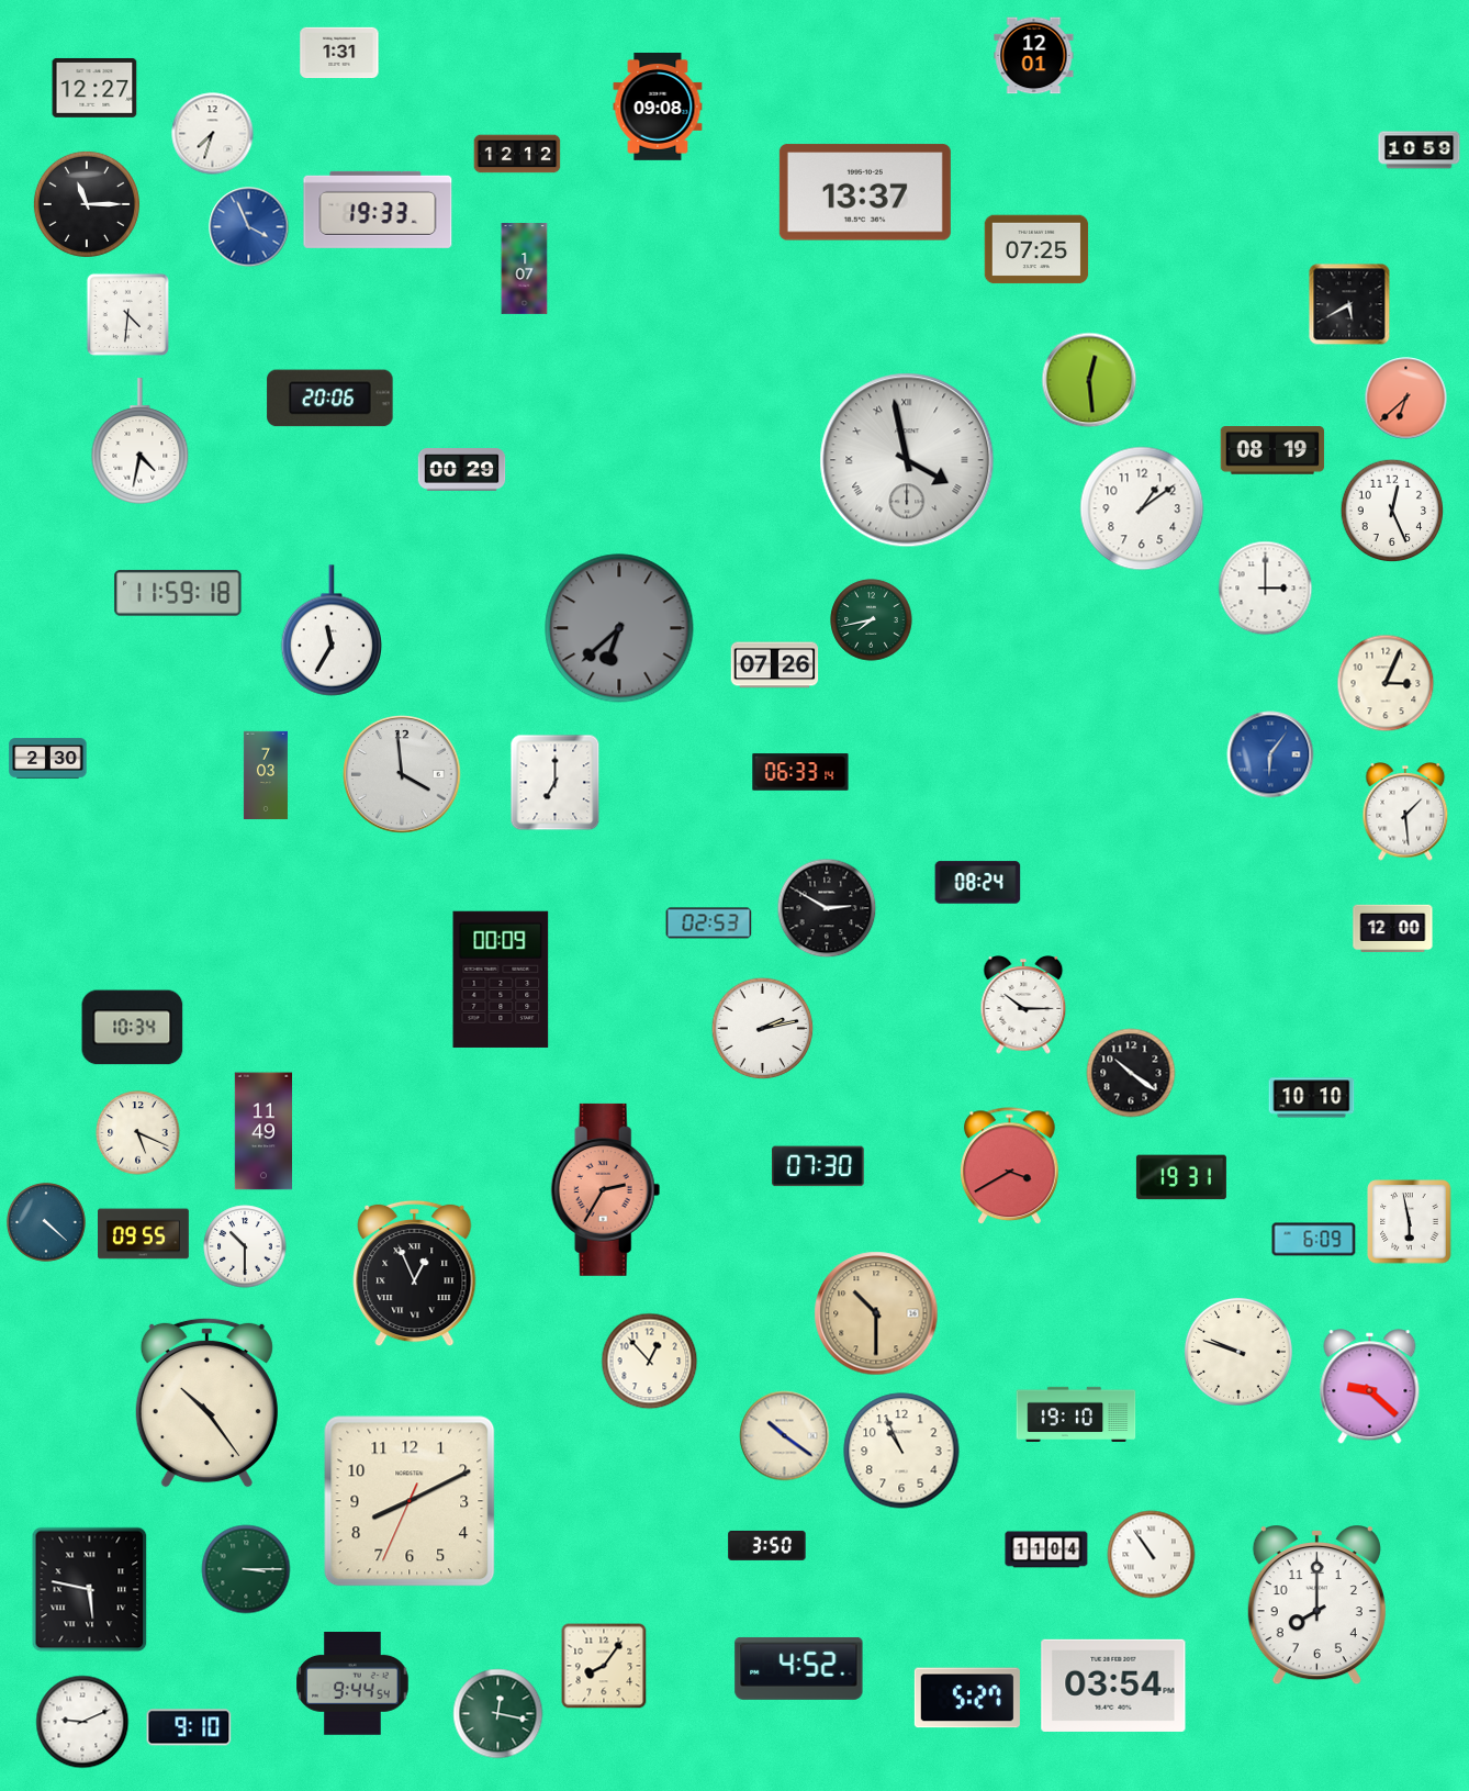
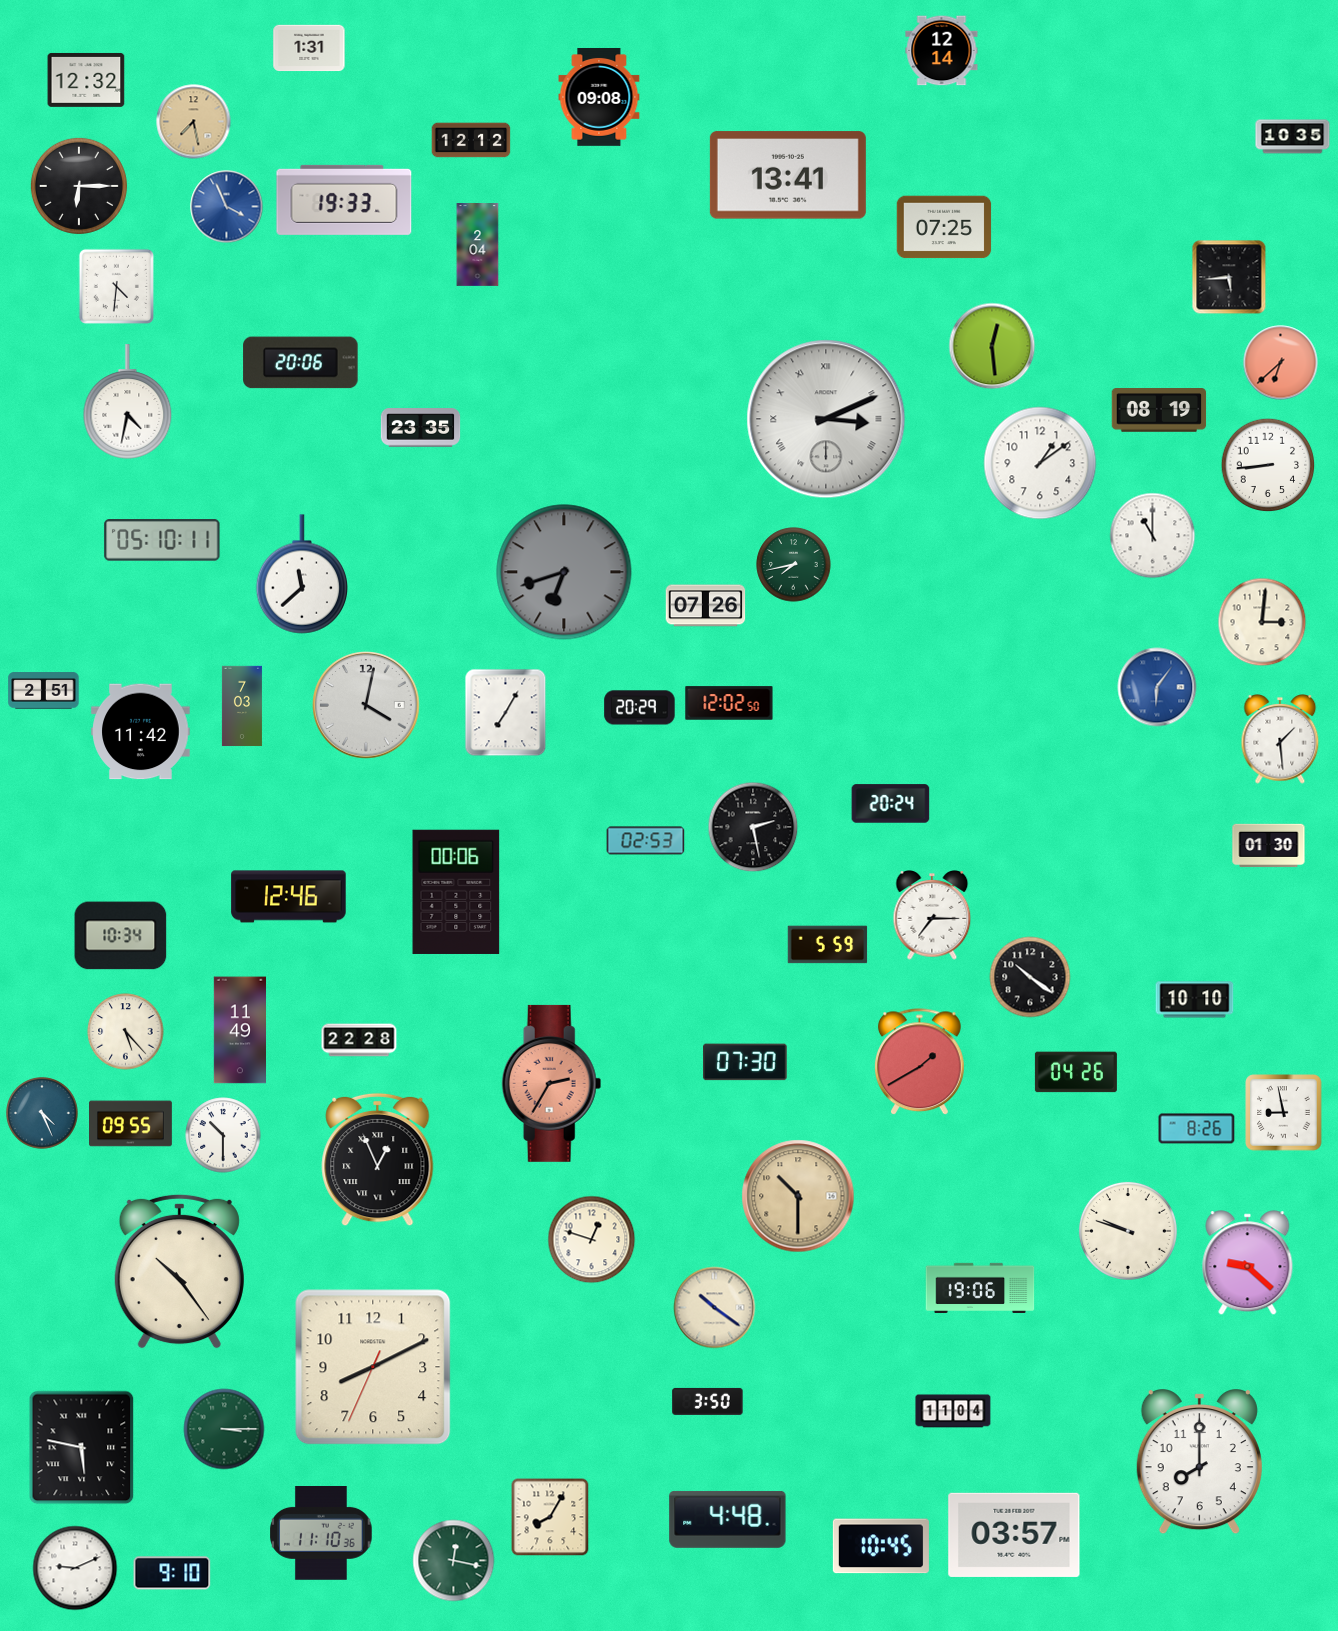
clock at (1034, 56): 12:01 -> 12:14
clock at (94, 88): 12:27 -> 12:32
clock at (213, 134): 7:33 -> 7:28
clock at (213, 134) dial: white -> champagne
clock at (1420, 150): 10:59 -> 10:35
clock at (865, 192): 13:37 -> 13:41
clock at (87, 204): 11:15 -> 6:15
clock at (378, 210) position: (378, 210) -> (344, 200)
clock at (525, 269): 1:07 -> 2:04
clock at (1349, 304): 5:40 -> 5:44
clock at (907, 460): 3:58 -> 3:11
clock at (462, 470): 00:29 -> 23:35
clock at (1392, 511): 12:26 -> 8:44
clock at (1266, 589): 3:00 -> 11:00
clock at (178, 594): 11:59 -> 05:10
clock at (619, 628): 6:38 -> 6:42
clock at (332, 630): 11:35 -> 11:38
clock at (1386, 683): 3:04 -> 3:01
clock at (48, 759): 2:30 -> 2:51
clock at (800, 772): 06:33 -> 12:02
clock at (402, 774): 3:59 -> 4:02
clock at (640, 708): none -> 20:29
clock at (556, 783): 7:00 -> 7:05
clock at (141, 732): none -> 11:42
clock at (978, 883): 08:24 -> 20:24
clock at (827, 908): 2:50 -> 2:28
clock at (1393, 929): 12:00 -> 01:30
clock at (501, 980): 00:09 -> 00:06
clock at (289, 897): none -> 12:46
clock at (1023, 1005): 10:15 -> 7:15
clock at (763, 1029): 2:13 -> none
clock at (828, 945): none -> 5:59
clock at (138, 1133): 5:19 -> 5:23
clock at (359, 1040): none -> 22:28
clock at (1009, 1166): 3:40 -> 1:40
clock at (1181, 1177): 19:31 -> 04:26
clock at (1410, 1222): 5:58 -> 8:58
clock at (47, 1223): 4:22 -> 4:26
clock at (1314, 1240): 6:09 -> 8:26
clock at (650, 1362): 12:53 -> 12:48
clock at (206, 1402) position: (206, 1402) -> (179, 1271)
clock at (1076, 1413): 19:10 -> 19:06
clock at (901, 1451): 10:56 -> none
clock at (767, 1545) position: (767, 1545) -> (708, 1401)
clock at (1152, 1555): 10:54 -> none
clock at (604, 1666): 8:06 -> 8:05
clock at (799, 1668): 4:52 -> 4:48
clock at (352, 1684): 9:44 -> 11:10
clock at (1113, 1686): 03:54 -> 03:57
clock at (967, 1698): 5:27 -> 10:45
